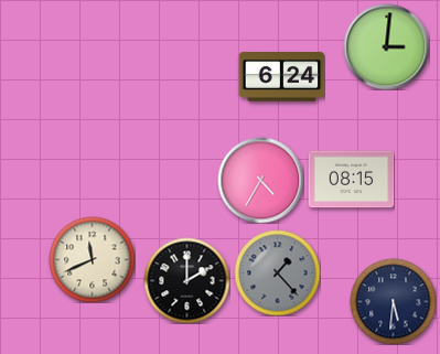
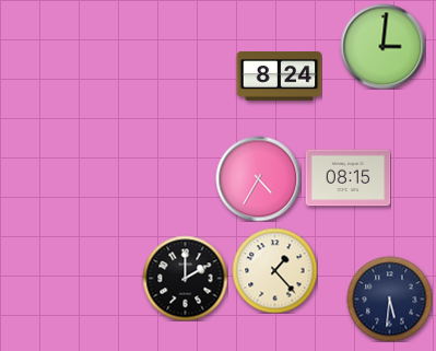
clock at (281, 77): 6:24 -> 8:24
clock at (92, 259): 11:41 -> none
clock at (277, 272) dial: grey -> cream
